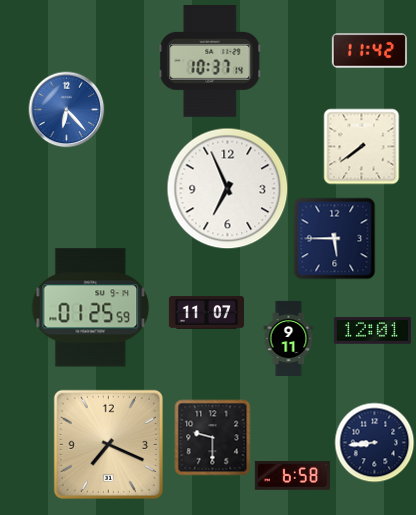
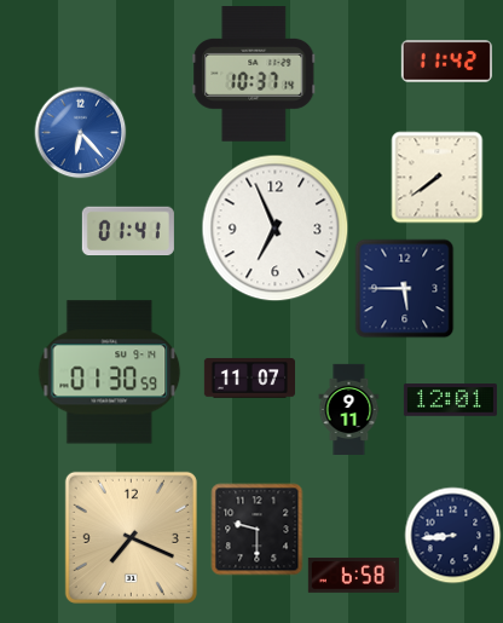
clock at (128, 231): none -> 01:41
clock at (91, 308): 01:25 -> 01:30
